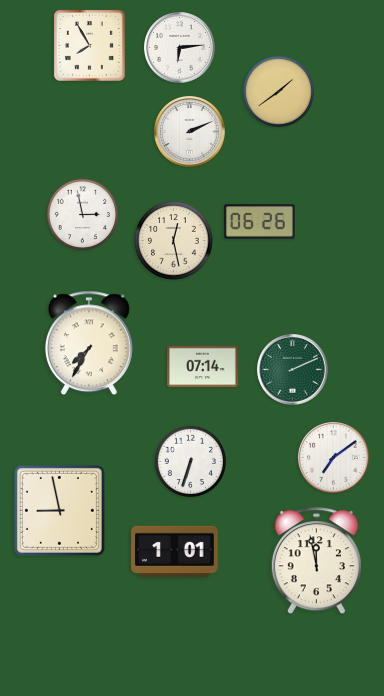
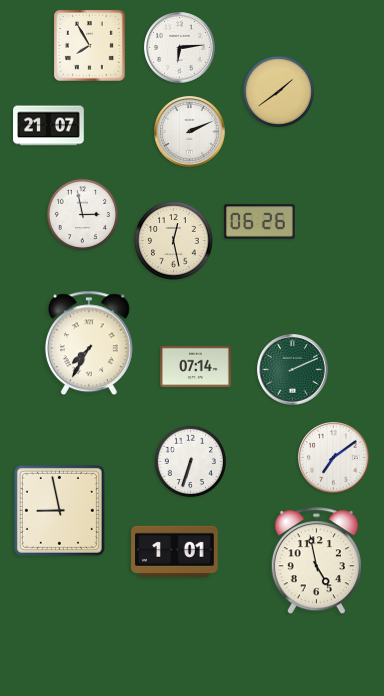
clock at (49, 126): none -> 21:07
clock at (203, 367) position: (203, 367) -> (196, 367)
clock at (316, 561): 11:58 -> 4:58
